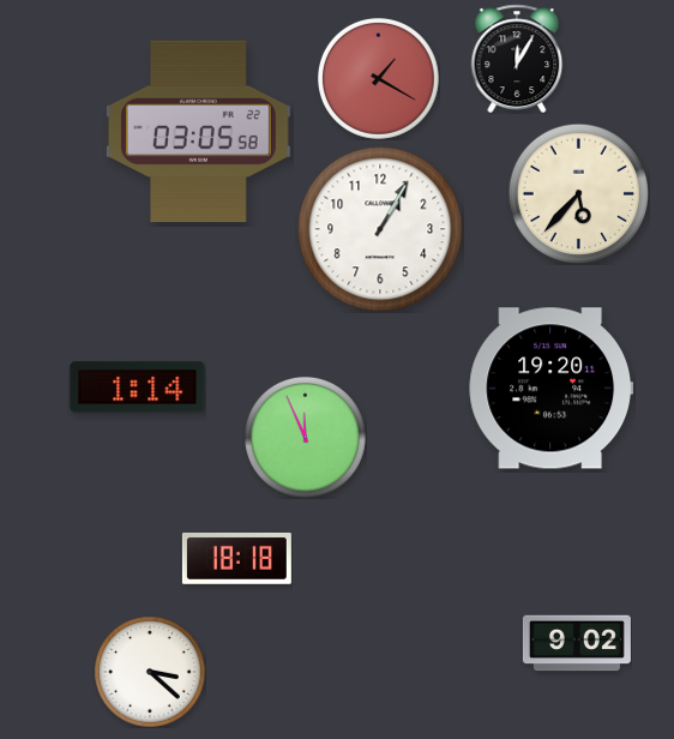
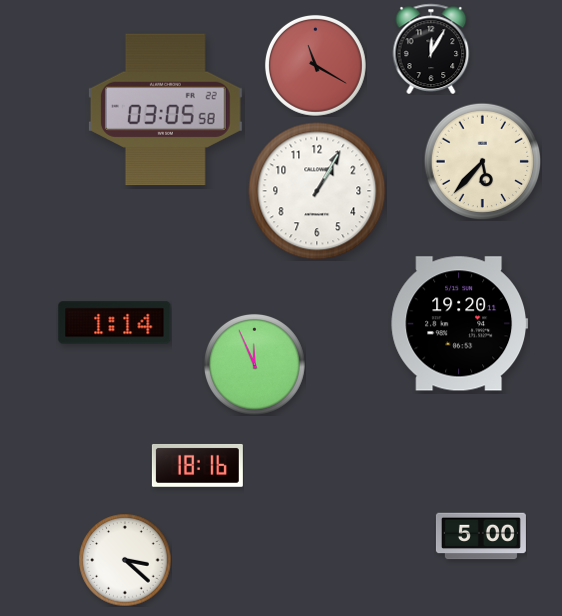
clock at (378, 78): 1:20 -> 11:20
clock at (236, 558): 18:18 -> 18:16
clock at (577, 643): 9:02 -> 5:00
